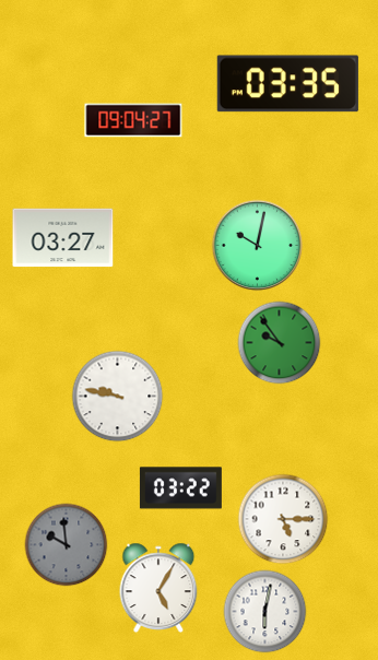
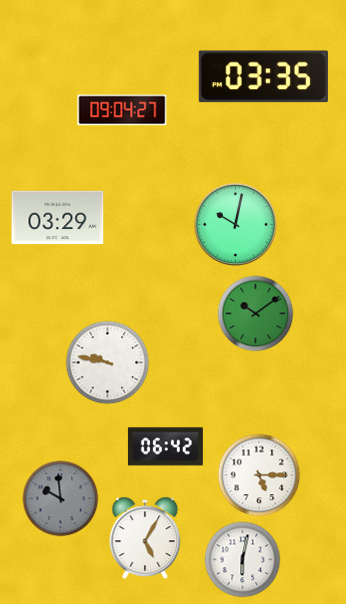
clock at (63, 238): 03:27 -> 03:29
clock at (280, 343): 9:54 -> 10:09
clock at (180, 488): 03:22 -> 06:42
